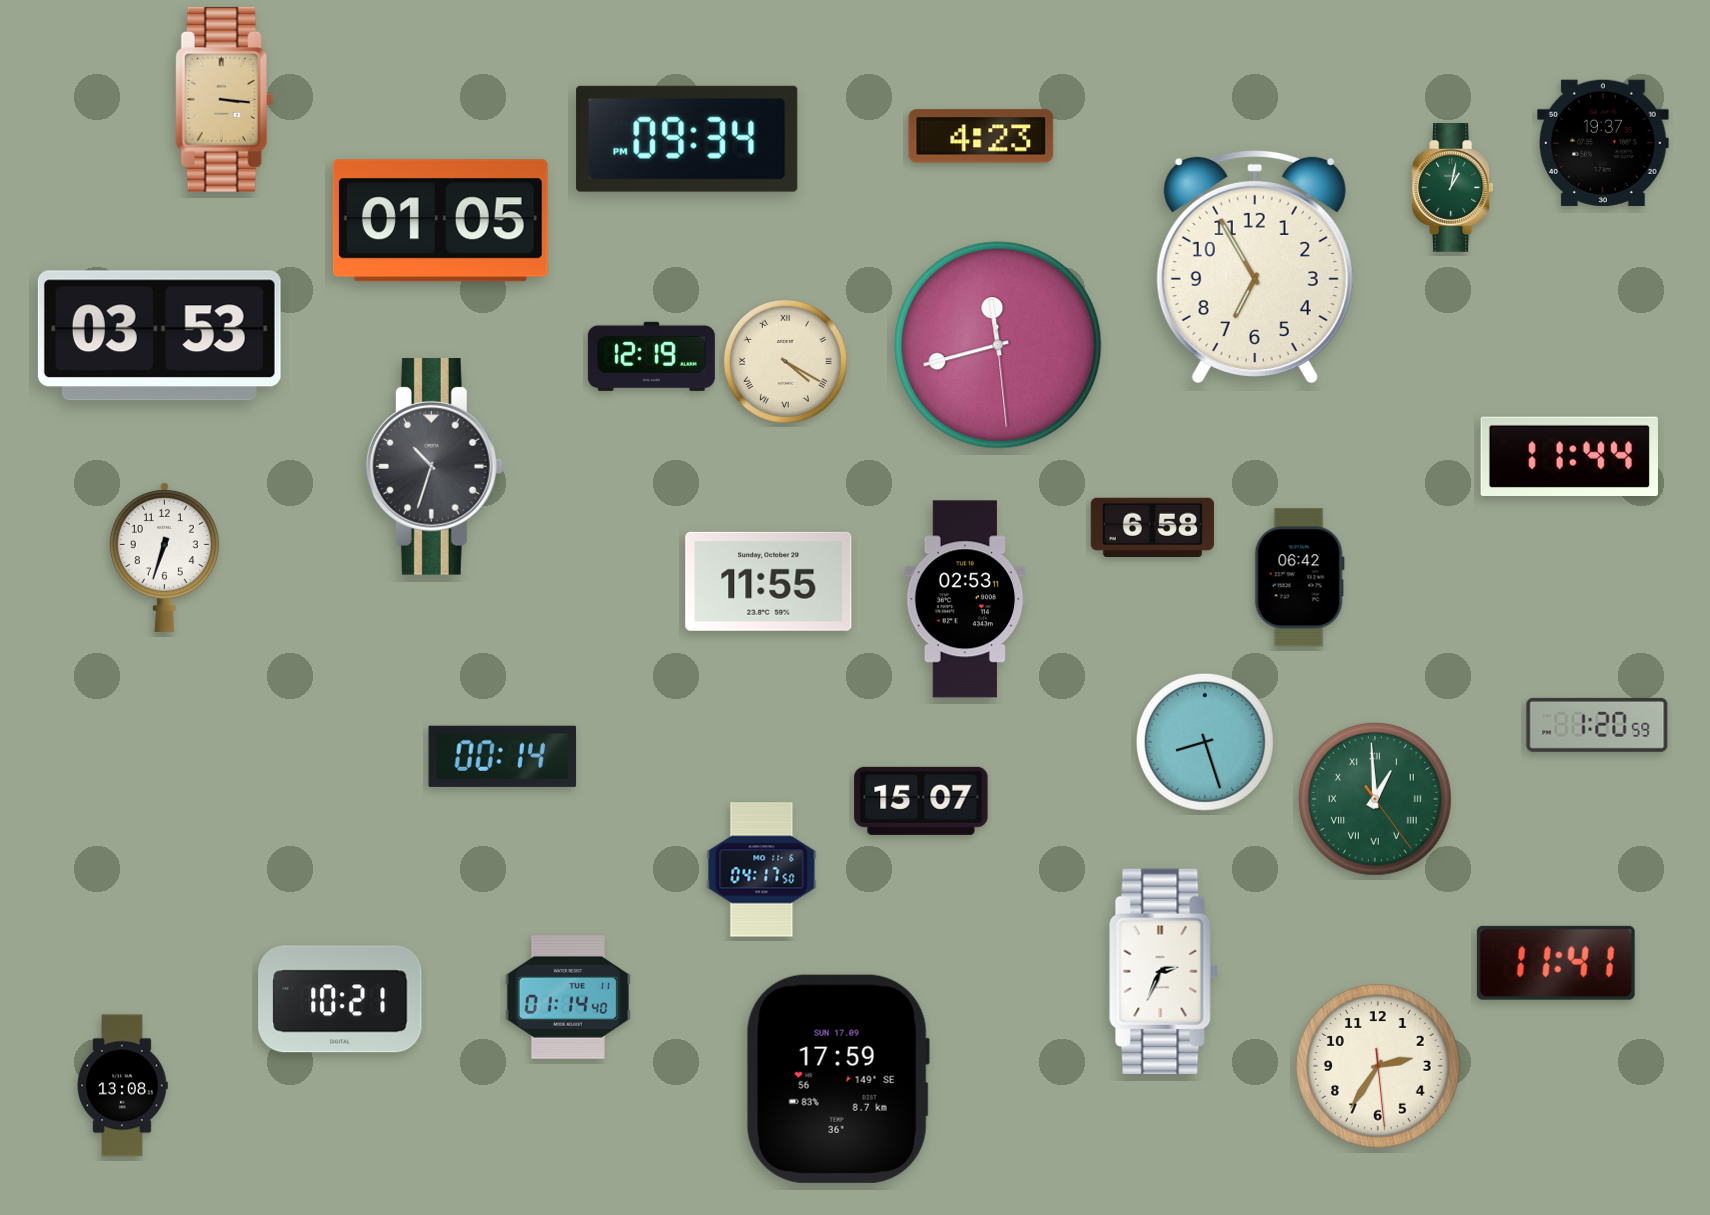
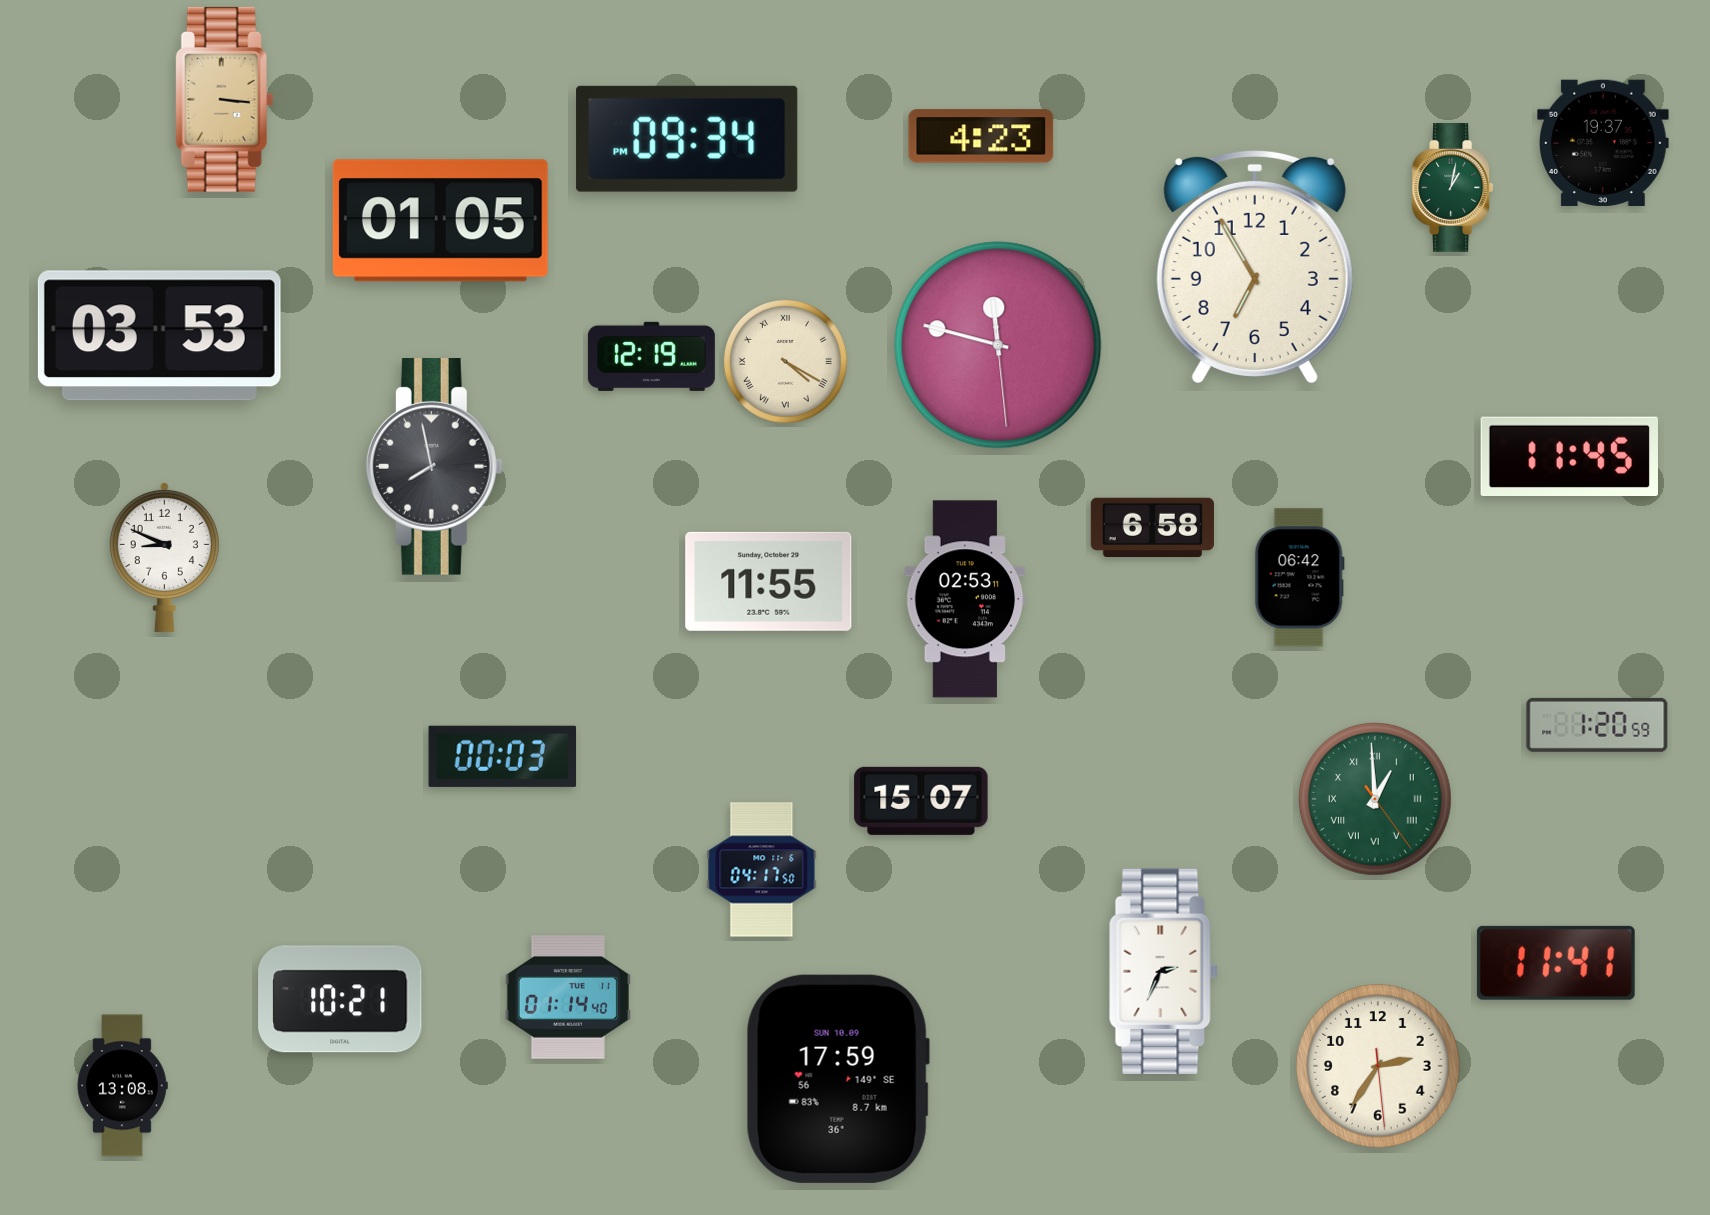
clock at (998, 345): 11:42 -> 11:47
clock at (1569, 457): 11:44 -> 11:45
clock at (434, 467): 10:33 -> 7:58
clock at (164, 557): 6:33 -> 8:49
clock at (1205, 742): 8:27 -> none
clock at (503, 756): 00:14 -> 00:03
clock at (838, 1079) date: SUN 17.09 -> SUN 10.09
